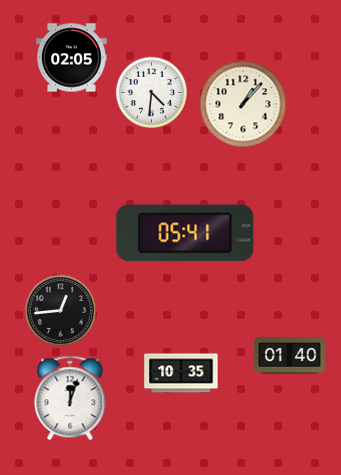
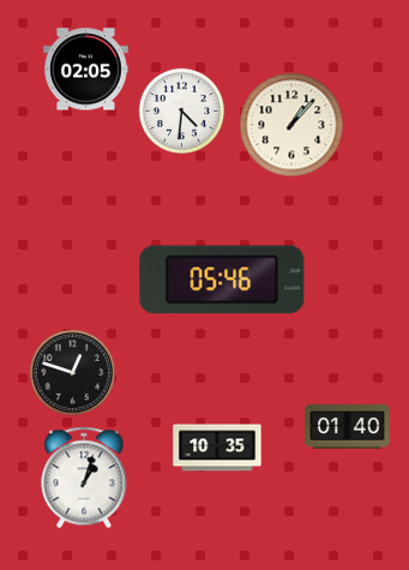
clock at (185, 233): 05:41 -> 05:46
clock at (60, 310): 12:44 -> 12:48
clock at (70, 398): 12:03 -> 1:03
